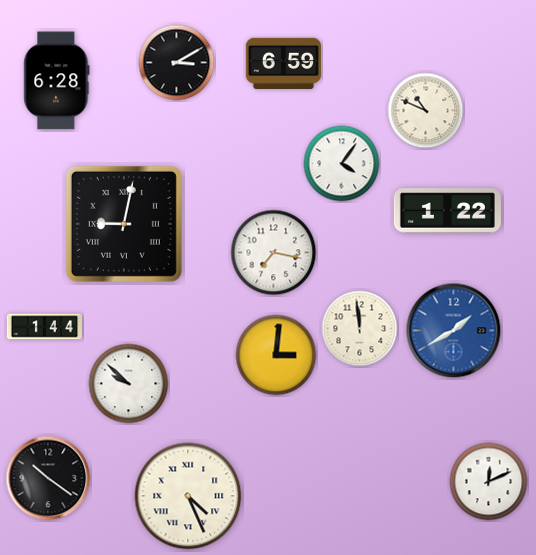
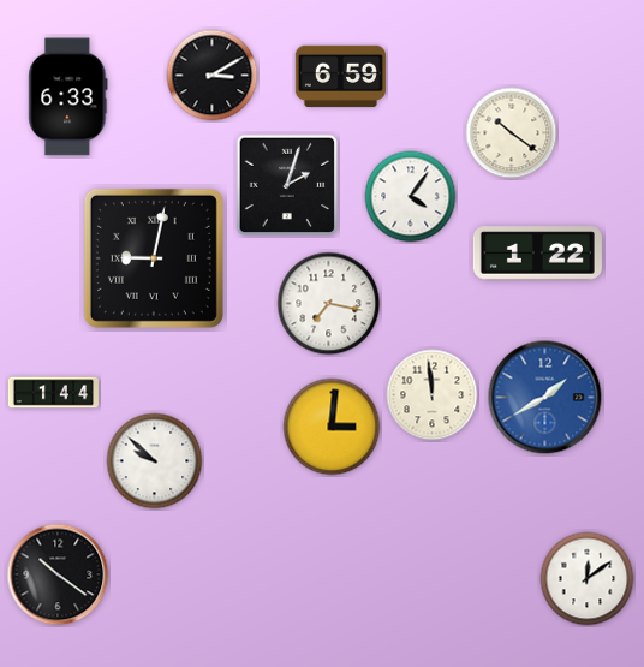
clock at (57, 81): 6:28 -> 6:33
clock at (426, 111): 10:49 -> 10:21
clock at (287, 185): none -> 2:03
clock at (124, 224) position: (124, 224) -> (154, 258)
clock at (489, 482): 12:11 -> 12:09
clock at (188, 496): 4:26 -> none
